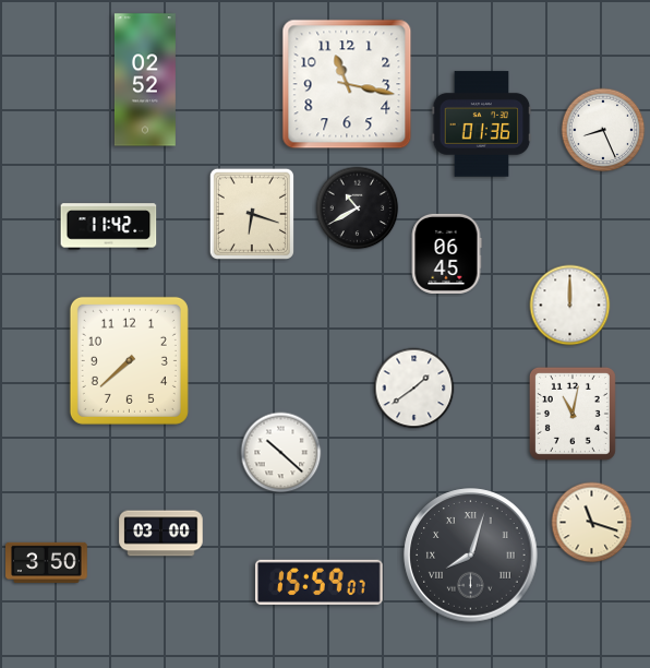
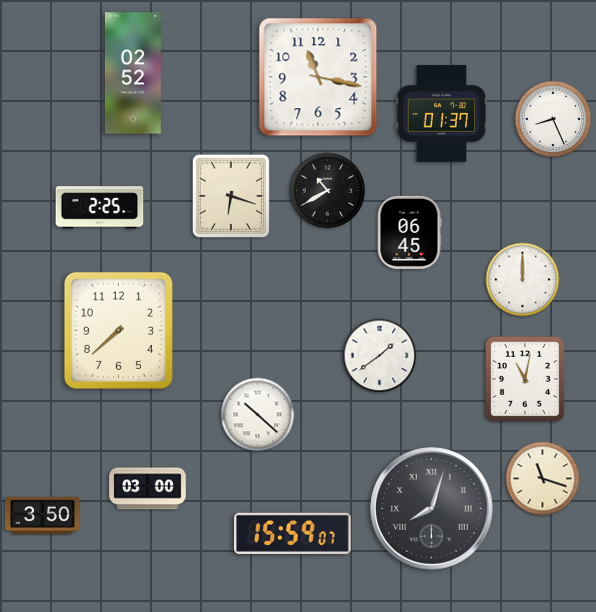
clock at (482, 124): 01:36 -> 01:37
clock at (109, 227): 11:42 -> 2:25
